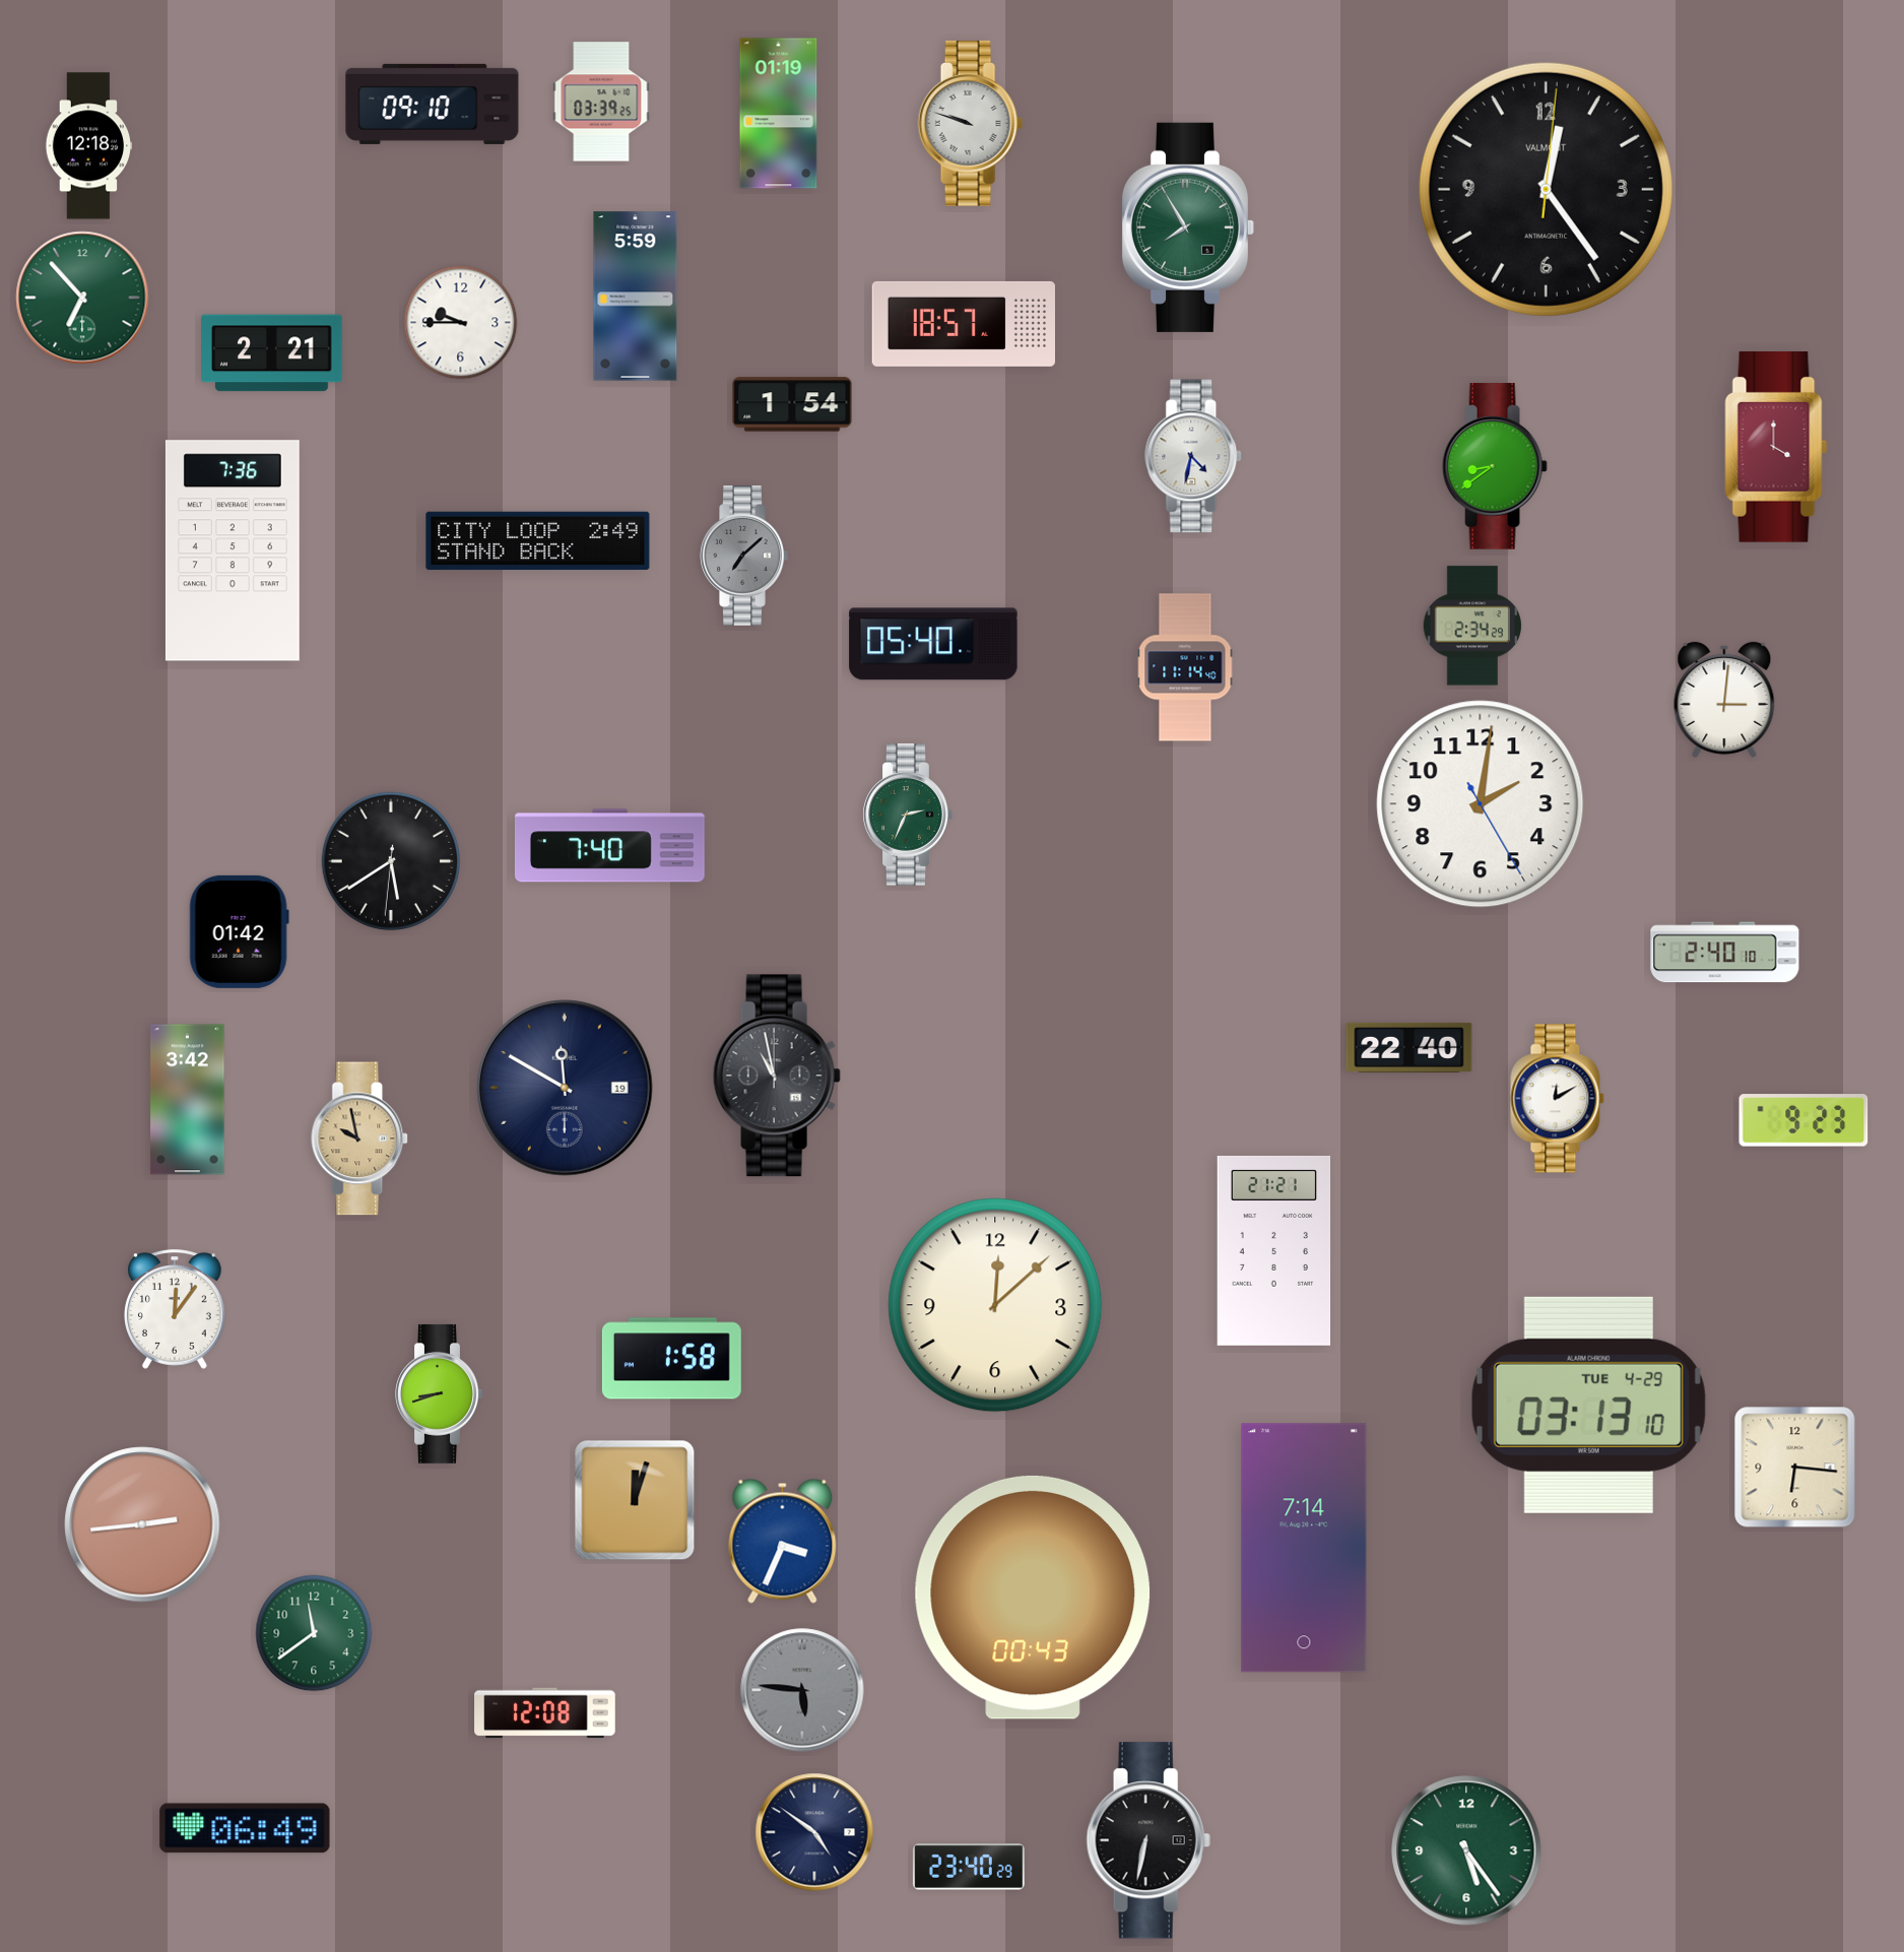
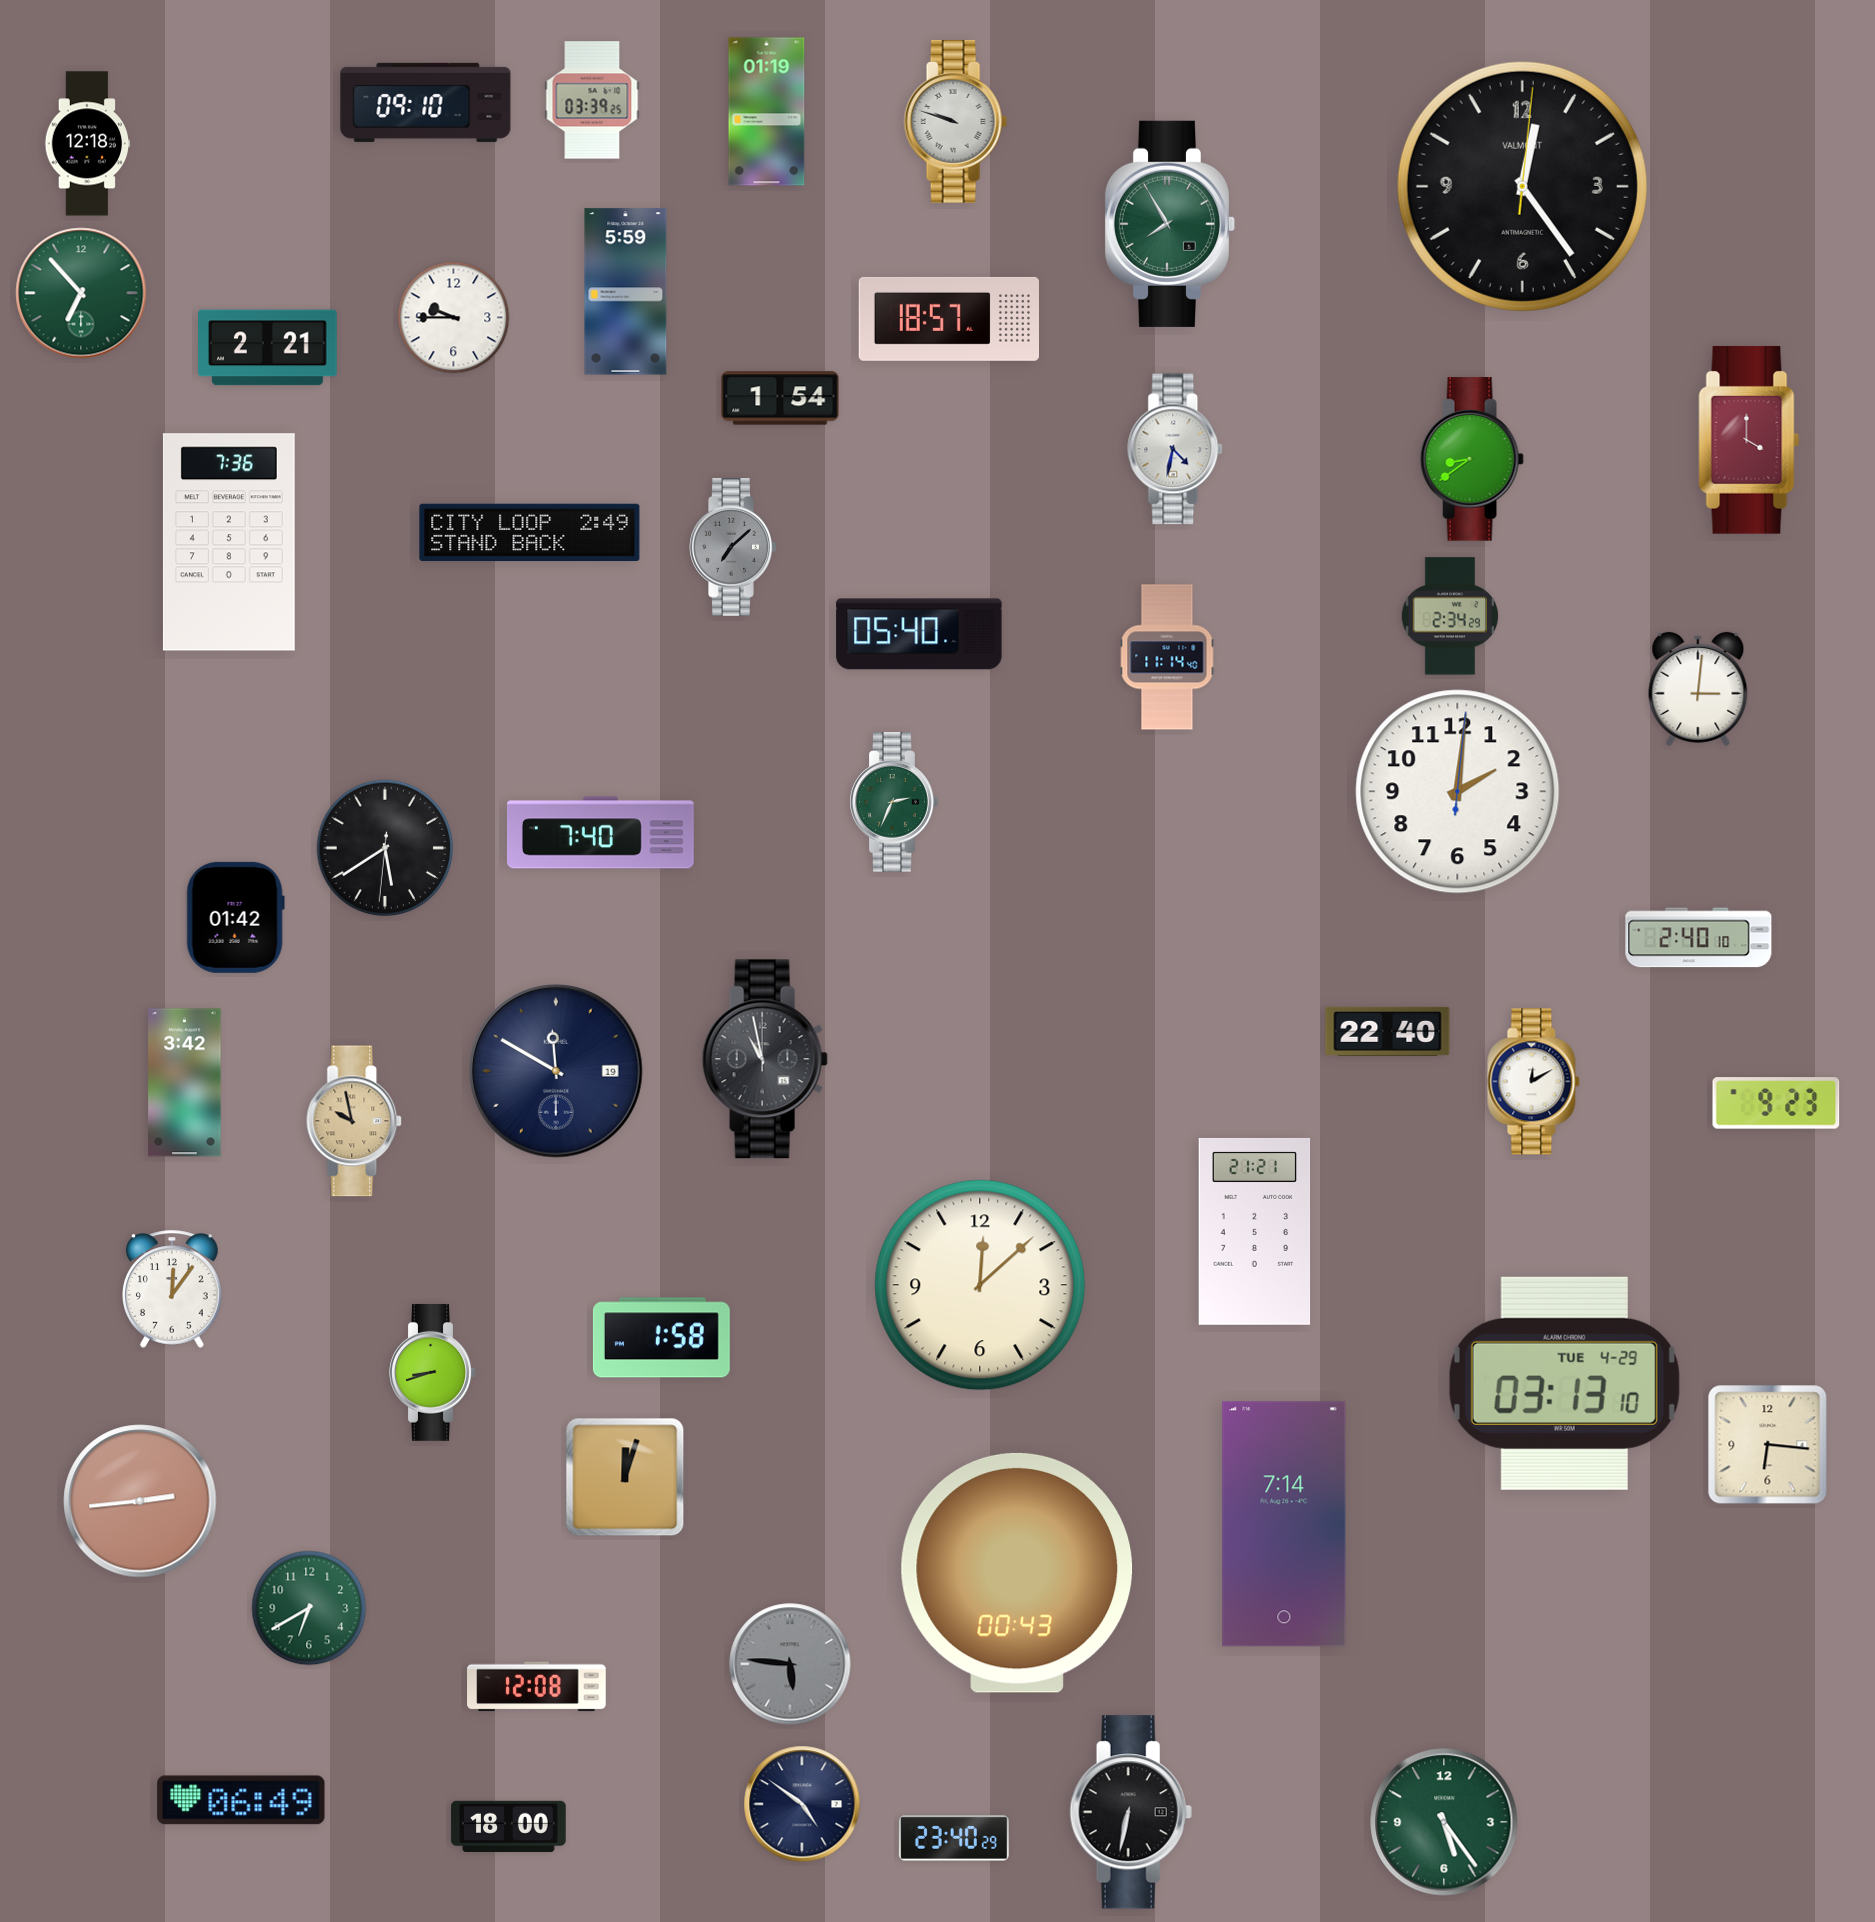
clock at (1481, 804): 2:01:25 -> 2:01:01
clock at (783, 1541): 3:34 -> none
clock at (314, 1633): 11:39 -> 6:40
clock at (509, 1826): none -> 18:00
